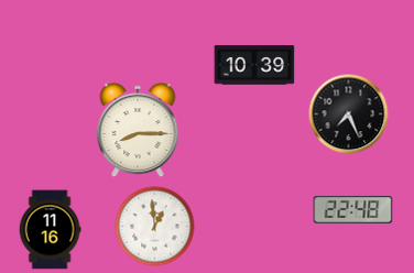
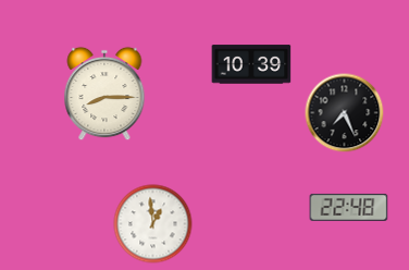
clock at (138, 130) position: (138, 130) -> (104, 94)
clock at (50, 230): 11:16 -> none
